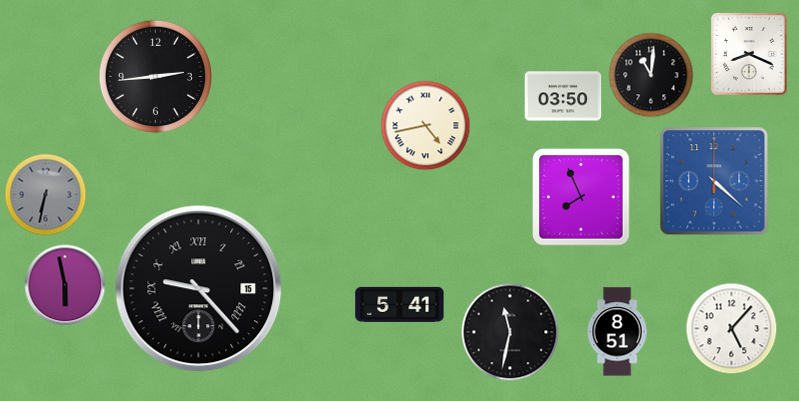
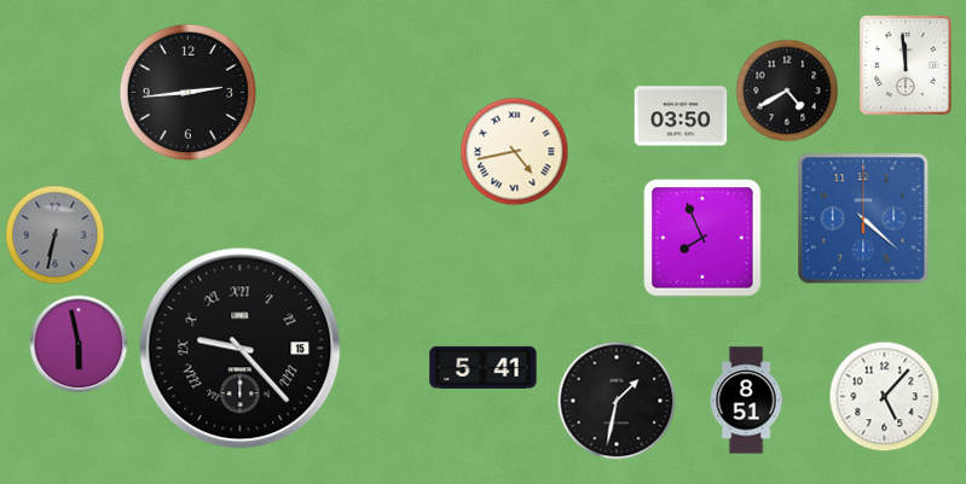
clock at (749, 54): 8:19 -> 11:59
clock at (651, 75): 11:01 -> 4:40
clock at (510, 332): 11:32 -> 1:32
